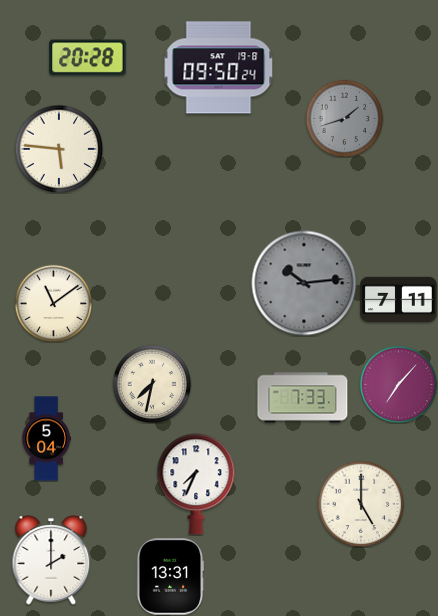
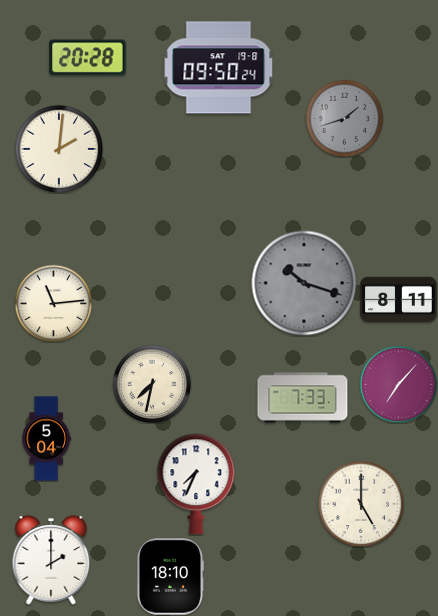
clock at (59, 149): 5:46 -> 2:01
clock at (304, 283): 10:14 -> 10:18
clock at (399, 300): 7:11 -> 8:11
clock at (53, 303): 11:09 -> 11:14
clock at (170, 577): 13:31 -> 18:10
